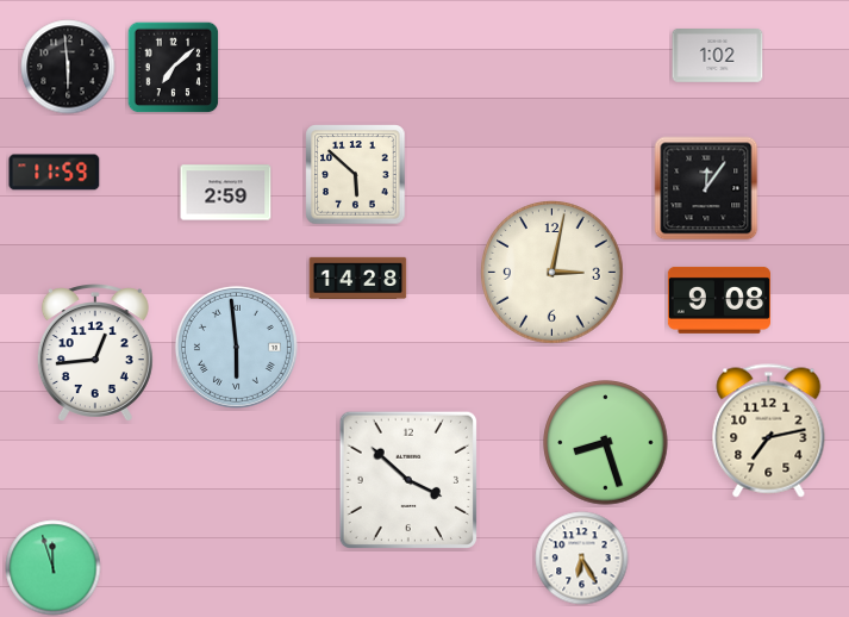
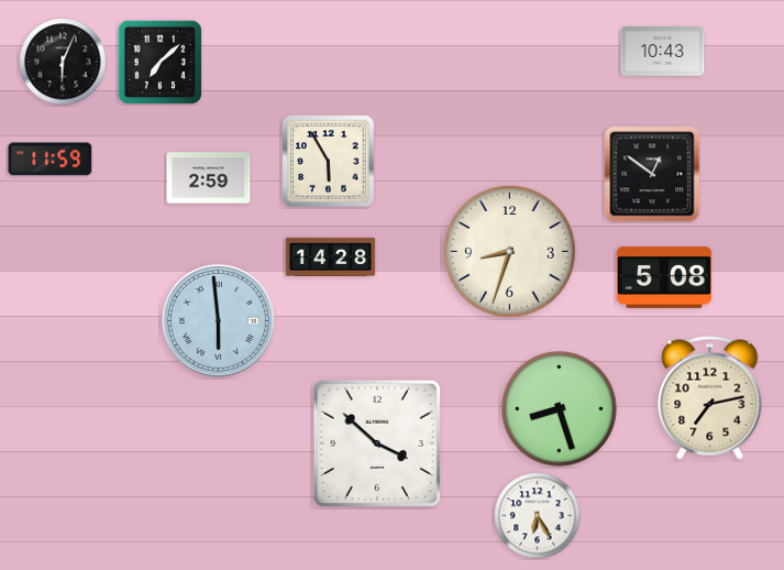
clock at (718, 56): 1:02 -> 10:43
clock at (68, 67): 5:59 -> 6:04
clock at (356, 175): 5:52 -> 5:55
clock at (706, 188): 12:06 -> 12:51
clock at (553, 273): 3:02 -> 8:33
clock at (718, 300): 9:08 -> 5:08
clock at (95, 353): 12:44 -> none
clock at (54, 568): 11:57 -> none
